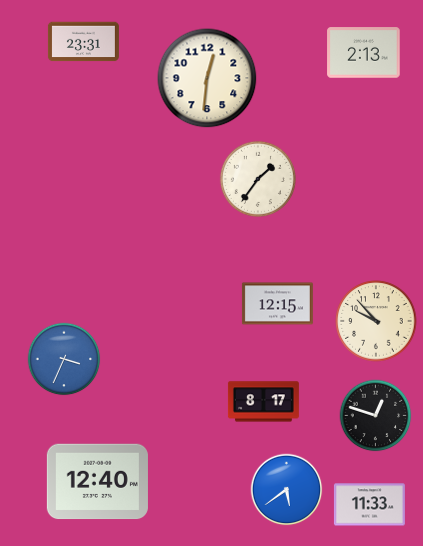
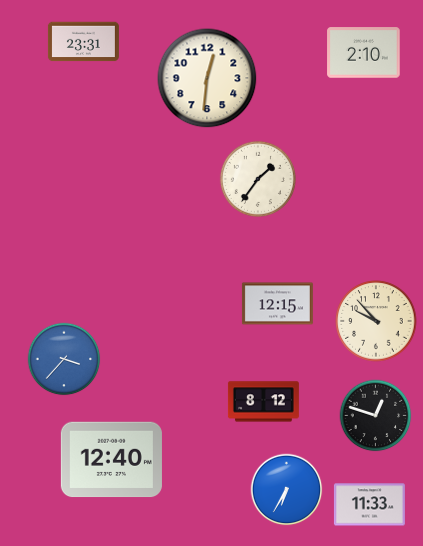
clock at (364, 53): 2:13 -> 2:10
clock at (64, 359): 3:34 -> 3:37
clock at (263, 402): 8:17 -> 8:12
clock at (97, 482) position: (97, 482) -> (111, 460)
clock at (287, 490): 5:39 -> 6:35
